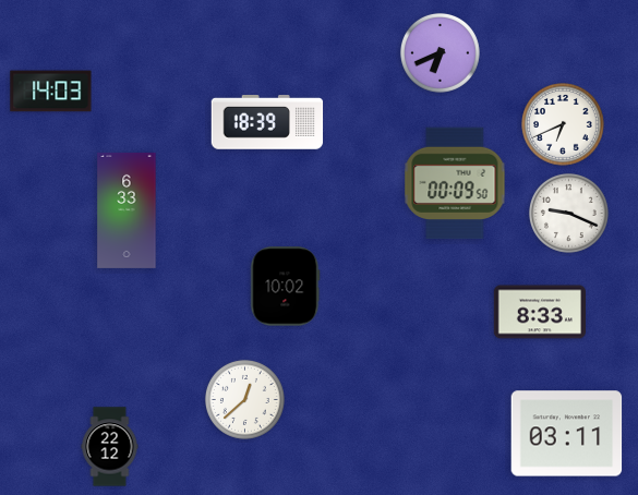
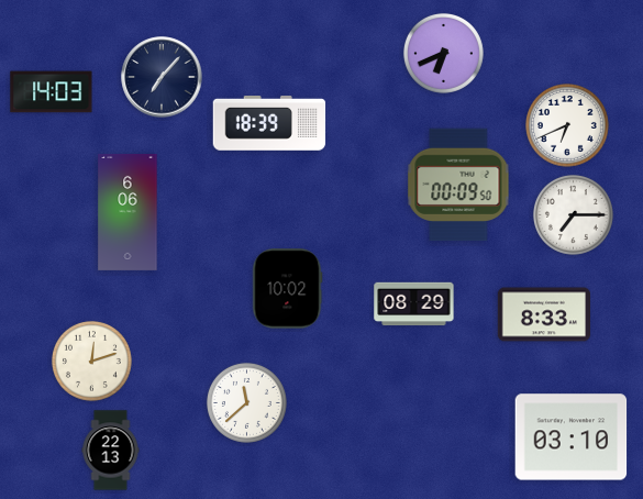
clock at (162, 77): none -> 7:07
clock at (127, 210): 6:33 -> 6:06
clock at (568, 213): 9:19 -> 7:15
clock at (414, 304): none -> 08:29
clock at (91, 361): none -> 12:12
clock at (244, 399): 12:38 -> 11:38
clock at (567, 434): 03:11 -> 03:10
clock at (110, 447): 22:12 -> 22:13
